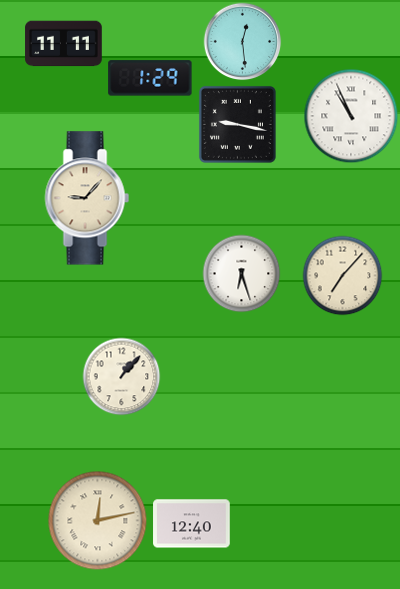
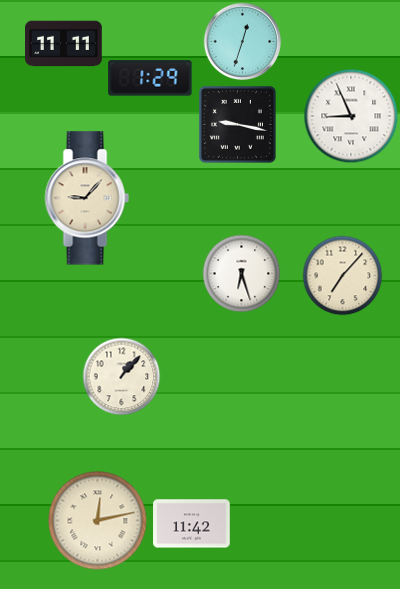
clock at (242, 41): 12:29 -> 12:33
clock at (351, 116): 10:56 -> 8:56
clock at (192, 524): 12:40 -> 11:42
